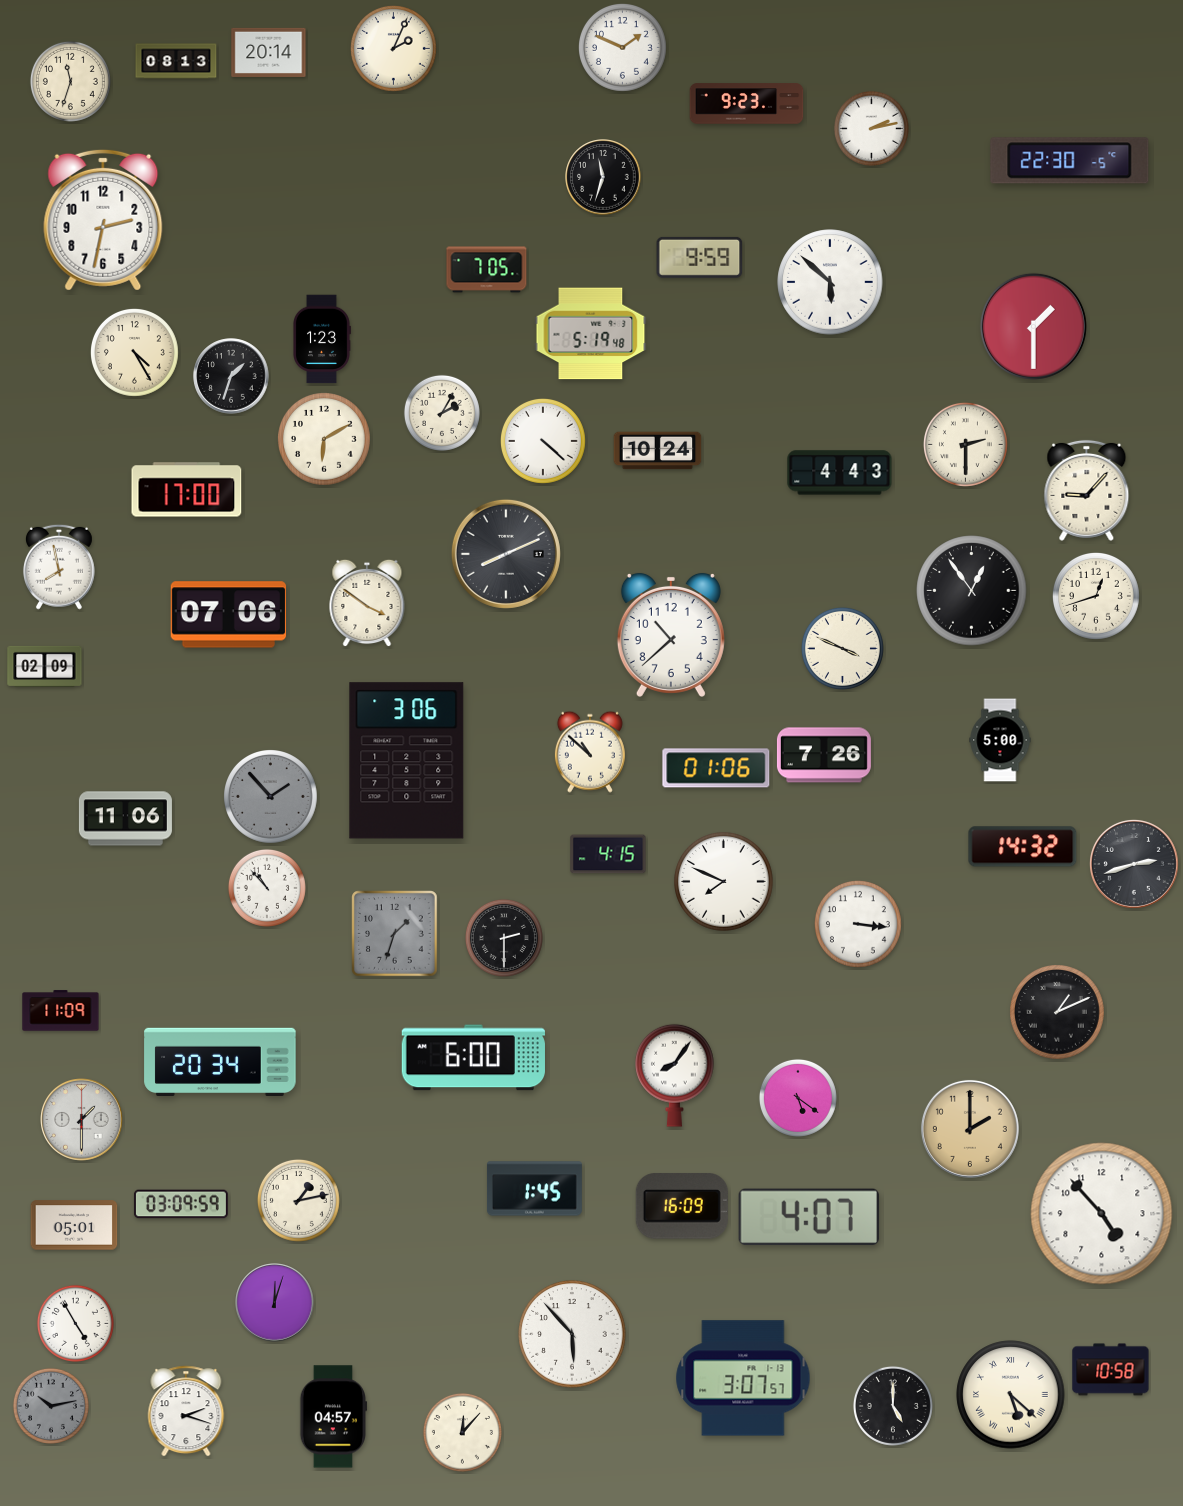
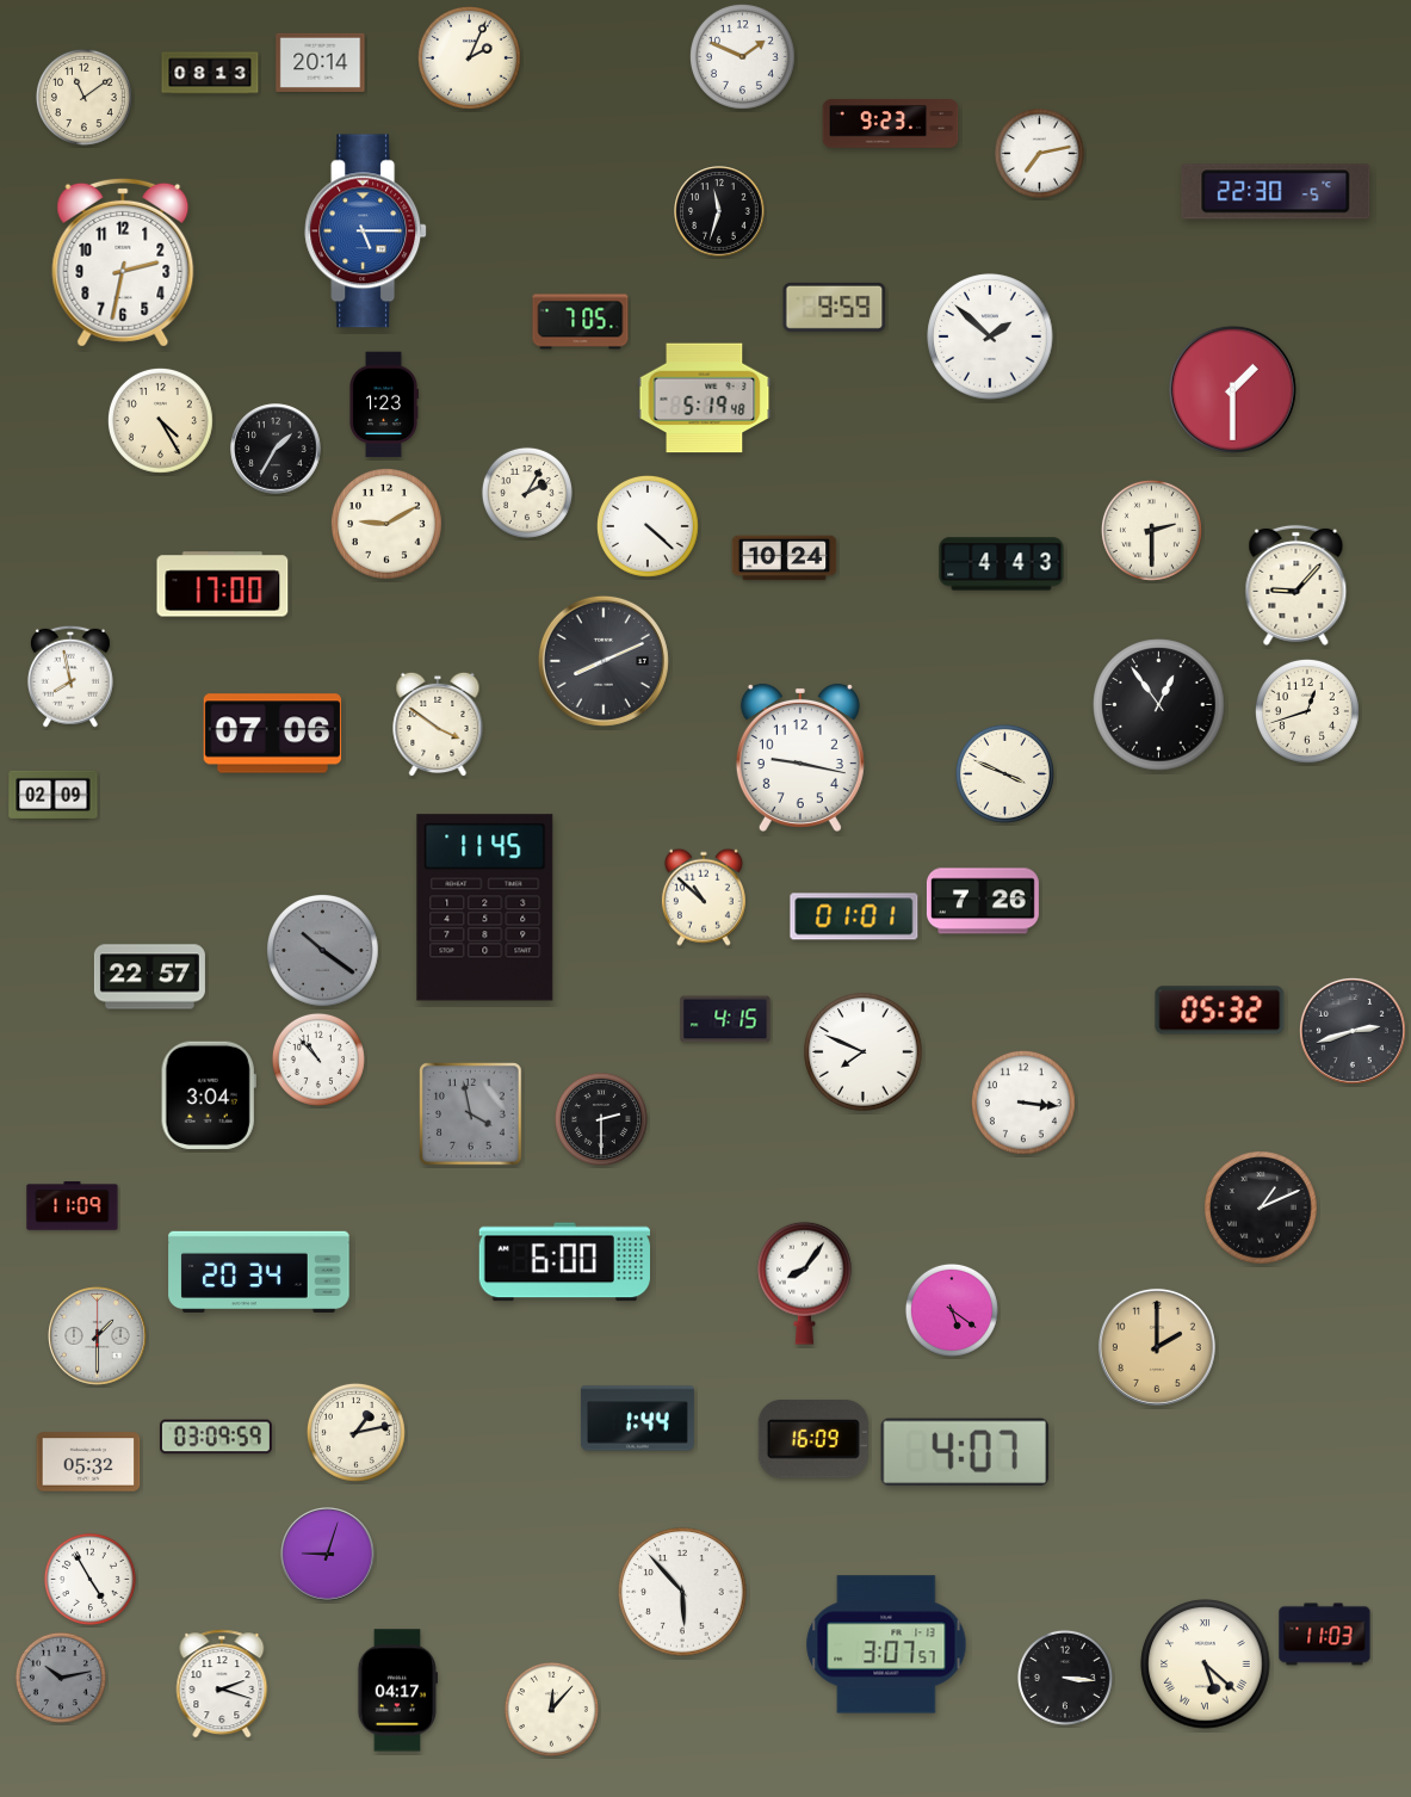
clock at (70, 81): 11:33 -> 11:09
clock at (871, 128): 2:13 -> 7:13
clock at (366, 231): none -> 5:15
clock at (830, 282): 5:52 -> 1:52
clock at (231, 376): 1:33 -> 1:35
clock at (325, 440): 6:10 -> 9:10
clock at (658, 451) position: (658, 451) -> (785, 558)
clock at (367, 603) position: (367, 603) -> (438, 724)
clock at (671, 635): 10:38 -> 9:17
clock at (1000, 740): 5:00 -> none
clock at (407, 761): 3:06 -> 11:45
clock at (716, 768): 01:06 -> 01:01
clock at (271, 797): 1:53 -> 10:21
clock at (125, 819): 11:06 -> 22:57
clock at (1023, 847): 14:32 -> 05:32
clock at (209, 1095): none -> 3:04
clock at (395, 934): 1:33 -> 3:58
clock at (220, 1061) position: (220, 1061) -> (259, 1271)
clock at (534, 1189): 1:45 -> 1:44
clock at (1102, 1214): 4:53 -> none
clock at (74, 1225): 05:01 -> 05:32
clock at (275, 1303): 12:03 -> 9:03
clock at (1111, 1370): 10:58 -> 11:03
clock at (893, 1406): 5:00 -> 3:16
clock at (334, 1417): 04:57 -> 04:17
